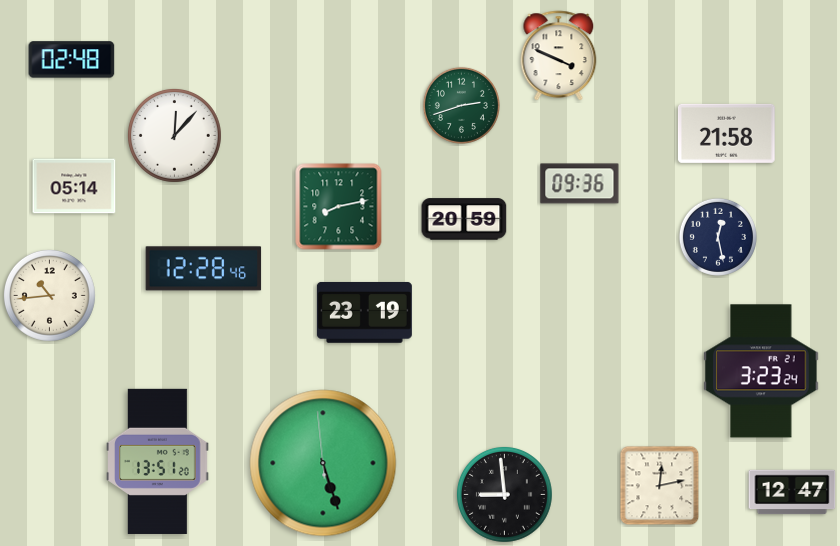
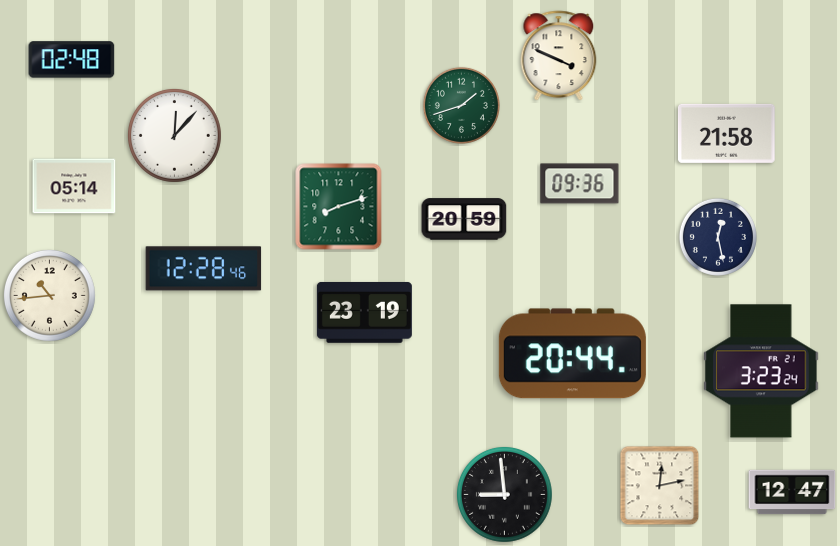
clock at (461, 105): 2:42 -> 1:42
clock at (339, 207): 8:13 -> 8:12
clock at (572, 354): none -> 20:44
clock at (158, 461): 13:51 -> none
clock at (323, 463): 5:26 -> none
